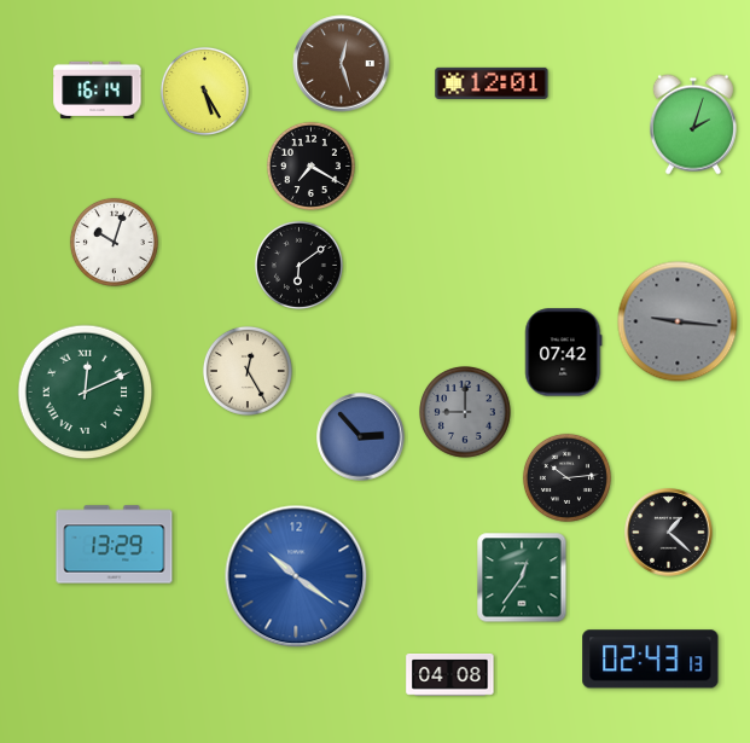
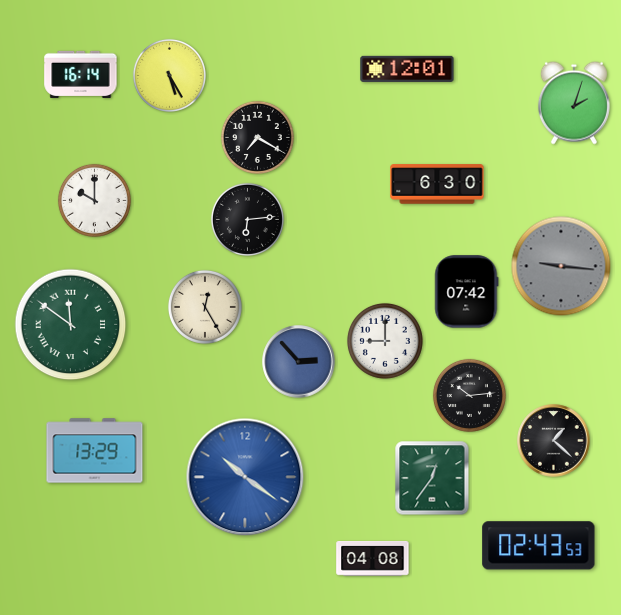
clock at (342, 64): 12:27 -> none
clock at (437, 184): none -> 6:30
clock at (114, 242): 10:03 -> 10:00
clock at (298, 265): 6:09 -> 6:14
clock at (86, 393): 12:11 -> 11:51
clock at (465, 412) dial: grey -> white
clock at (651, 660): 02:43:13 -> 02:43:53
